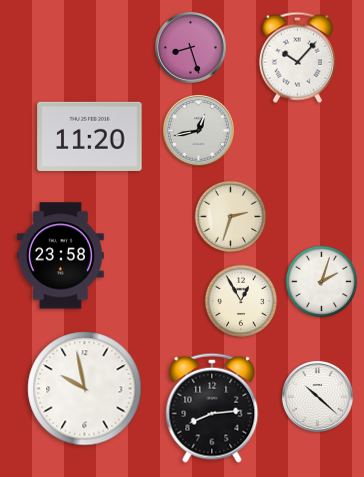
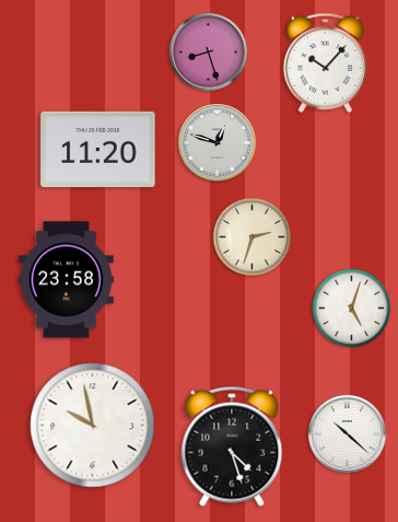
clock at (198, 130): 12:43 -> 12:48
clock at (322, 282): 2:03 -> 5:03
clock at (241, 301): 12:55 -> none
clock at (212, 408): 8:14 -> 4:27
